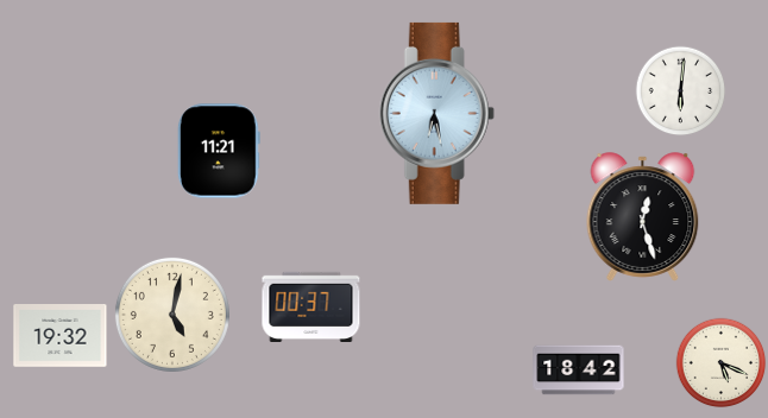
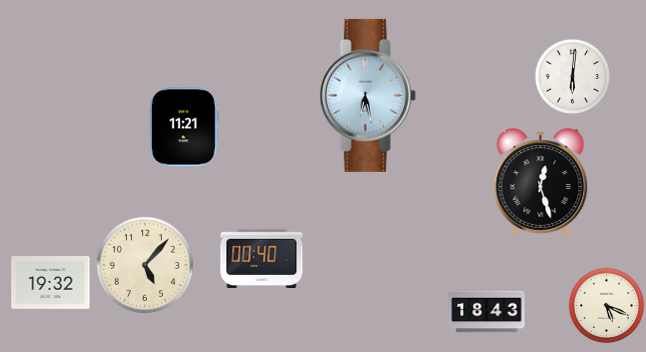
clock at (311, 306): 00:37 -> 00:40
clock at (172, 315): 5:02 -> 5:07
clock at (579, 370): 18:42 -> 18:43
